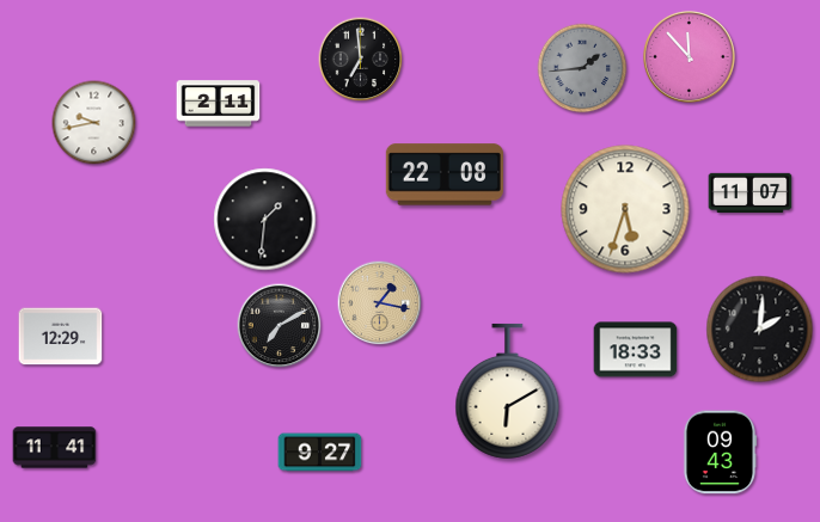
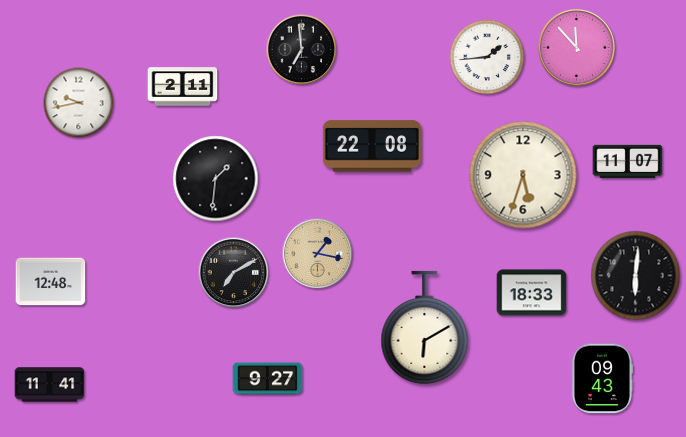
clock at (582, 68) dial: grey -> white
clock at (265, 220) position: (265, 220) -> (216, 179)
clock at (760, 330): 2:01 -> 6:01
clock at (61, 337): 12:29 -> 12:48
clock at (55, 448) position: (55, 448) -> (50, 385)
